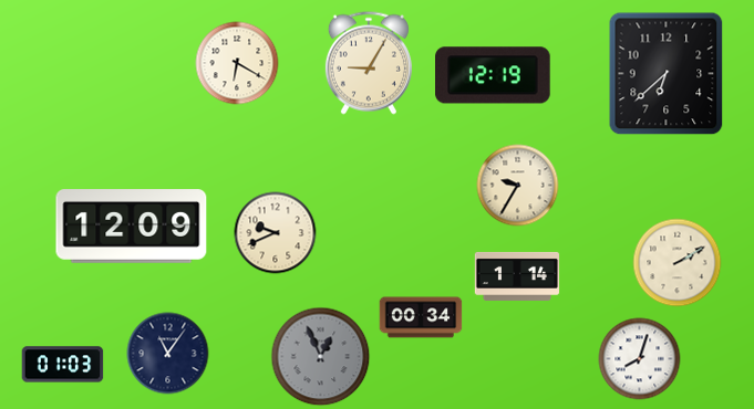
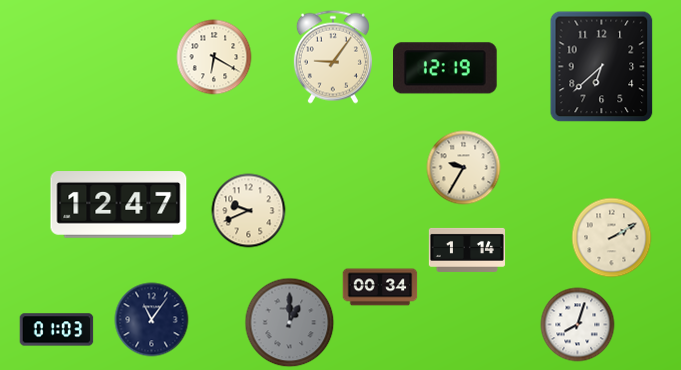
clock at (369, 63): 9:05 -> 9:06
clock at (518, 186) position: (518, 186) -> (464, 168)
clock at (132, 227): 12:09 -> 12:47
clock at (321, 357): 12:56 -> 1:00
